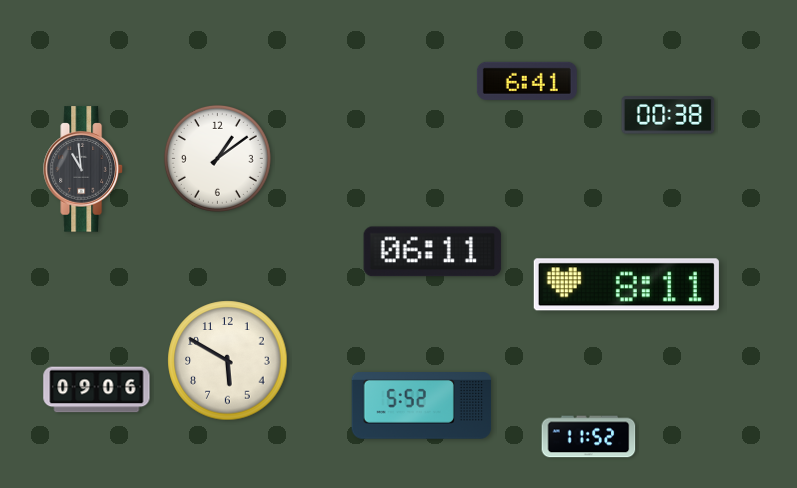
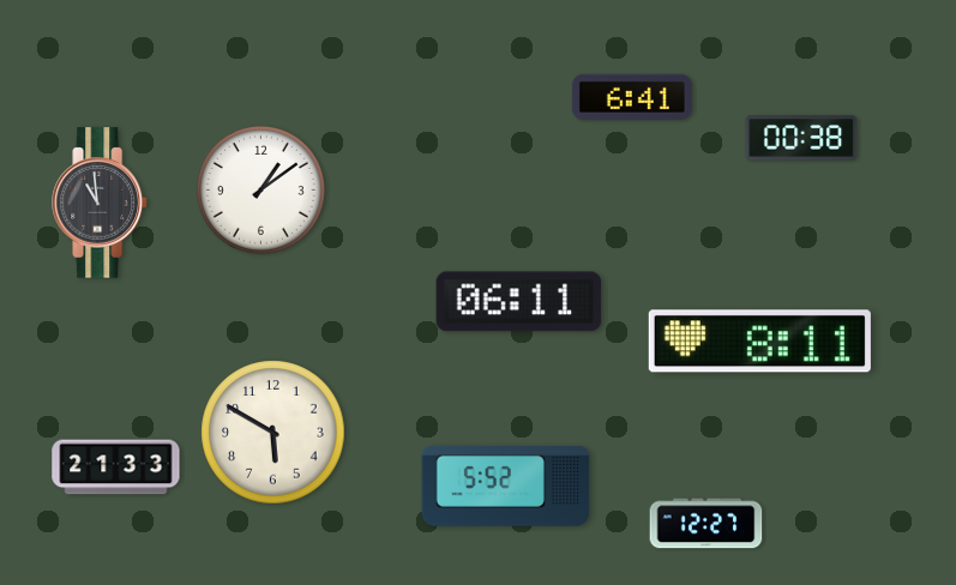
clock at (626, 285) position: (626, 285) -> (759, 342)
clock at (97, 390): 09:06 -> 21:33
clock at (589, 437): 11:52 -> 12:27
